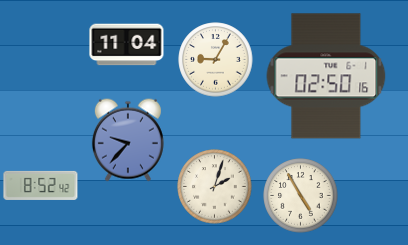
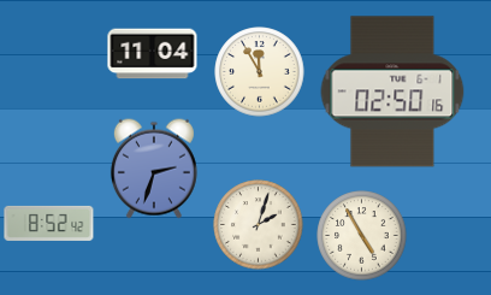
clock at (216, 60): 9:05 -> 11:55
clock at (128, 140): 9:37 -> 2:33
